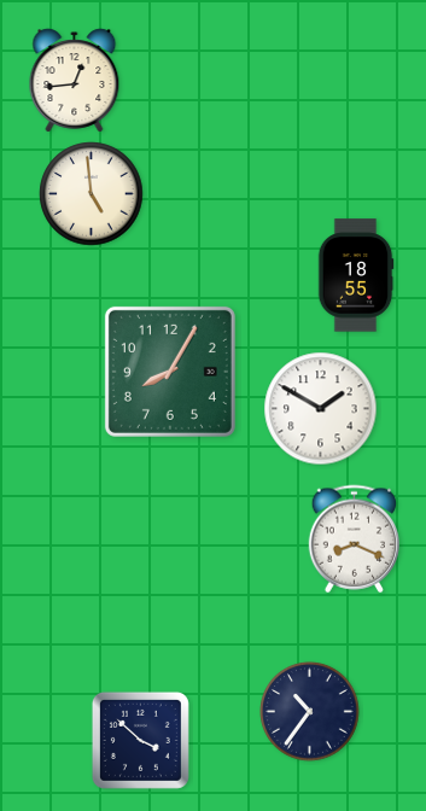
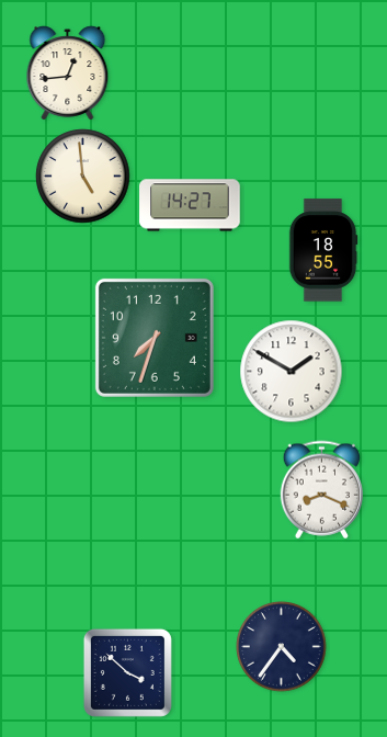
clock at (190, 205): none -> 14:27
clock at (170, 372): 8:05 -> 7:33
clock at (310, 712): 10:36 -> 4:36
